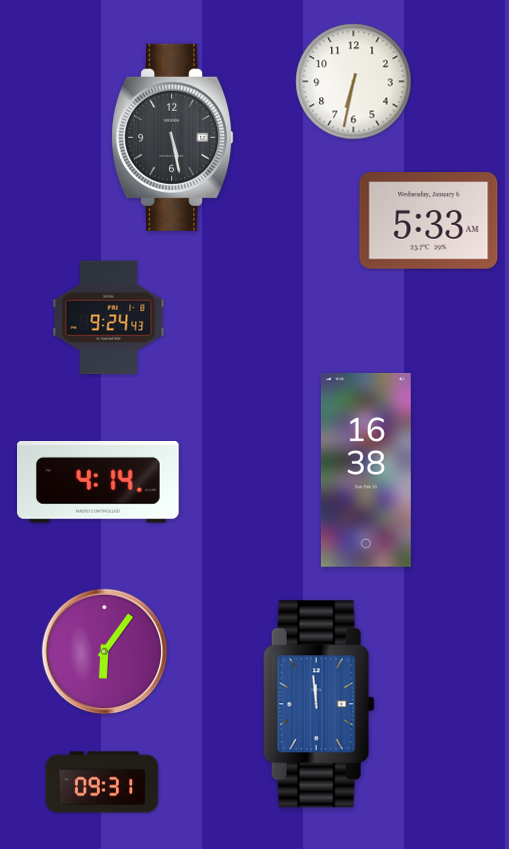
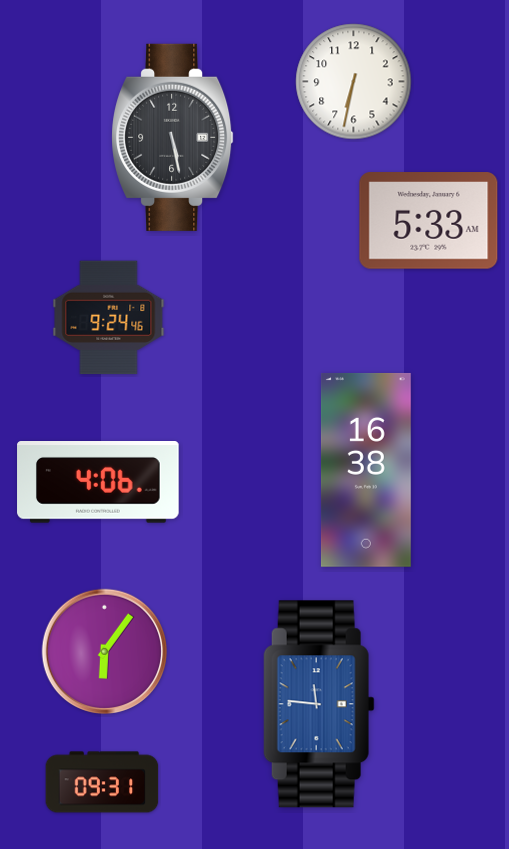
clock at (109, 318): 9:24:43 -> 9:24:46
clock at (98, 482): 4:14 -> 4:06
clock at (319, 704): 11:59 -> 11:46
